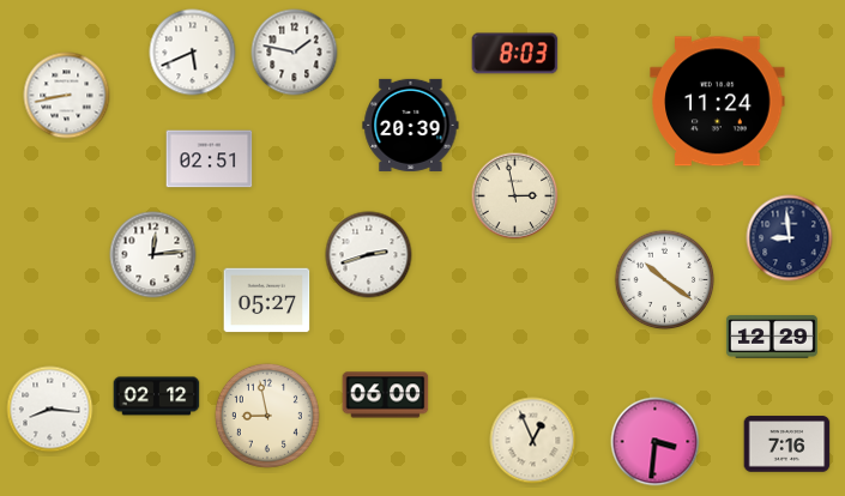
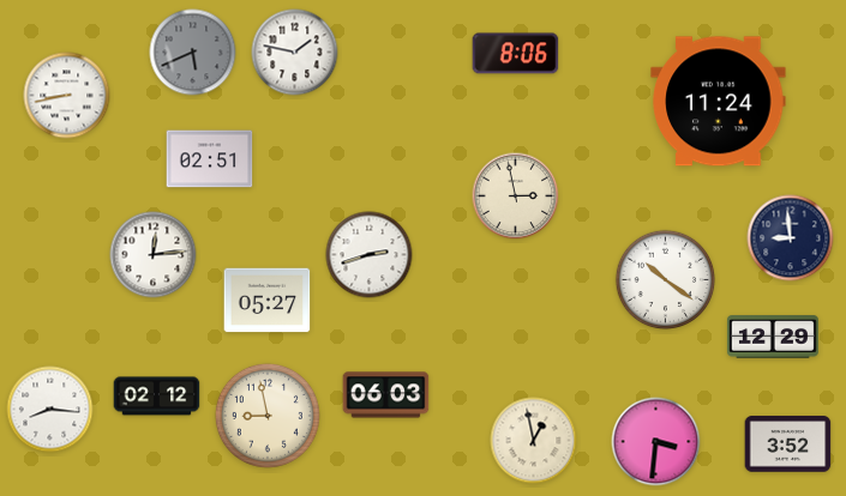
clock at (193, 53) dial: white -> grey
clock at (515, 54): 8:03 -> 8:06
clock at (411, 125): 20:39 -> none
clock at (386, 395): 06:00 -> 06:03
clock at (533, 441): 12:56 -> 12:58
clock at (787, 444): 7:16 -> 3:52
